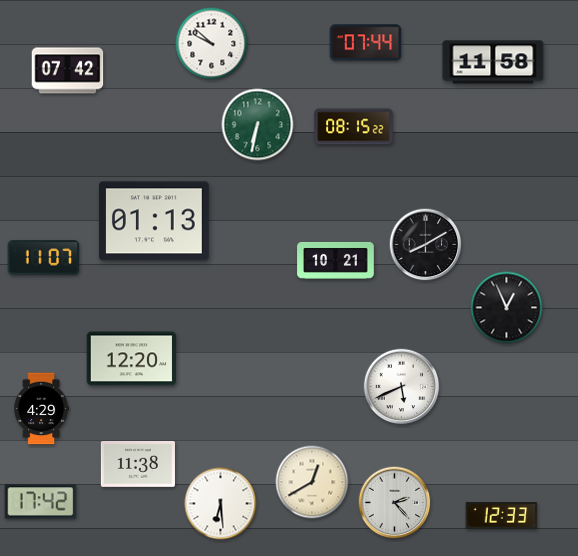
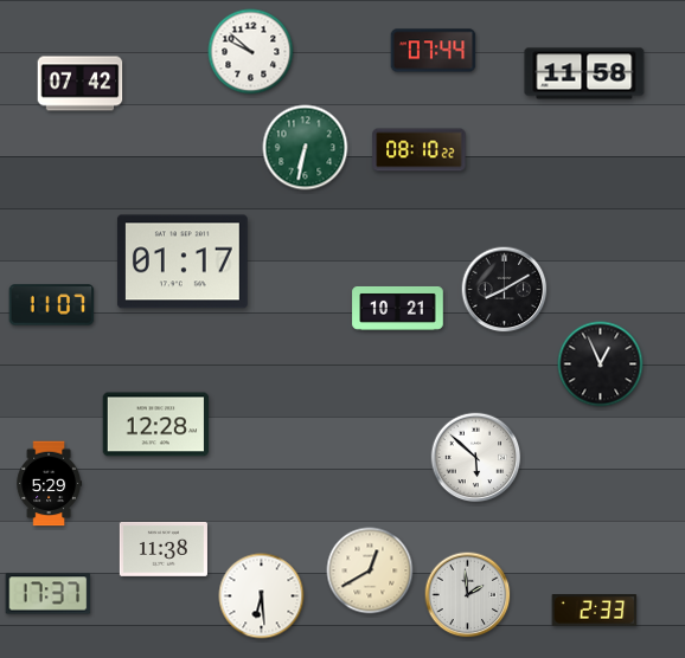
clock at (354, 127): 08:15 -> 08:10
clock at (154, 221): 01:13 -> 01:17
clock at (132, 359): 12:20 -> 12:28
clock at (402, 387): 5:41 -> 5:52
clock at (41, 409): 4:29 -> 5:29
clock at (41, 502): 17:42 -> 17:37
clock at (395, 503): 2:23 -> 1:59
clock at (502, 516): 12:33 -> 2:33
